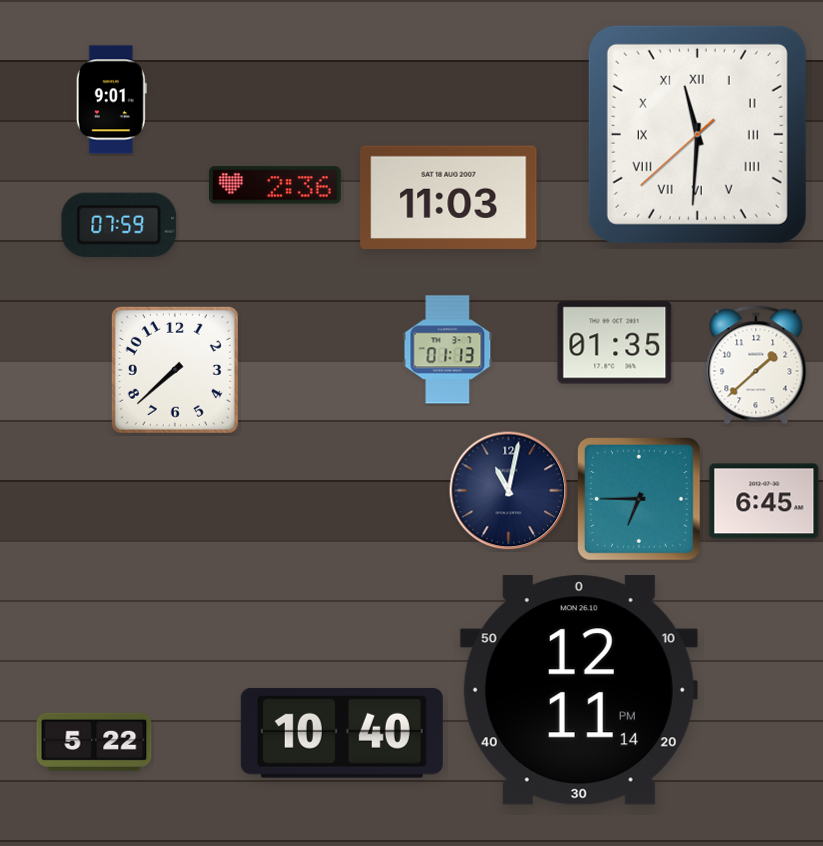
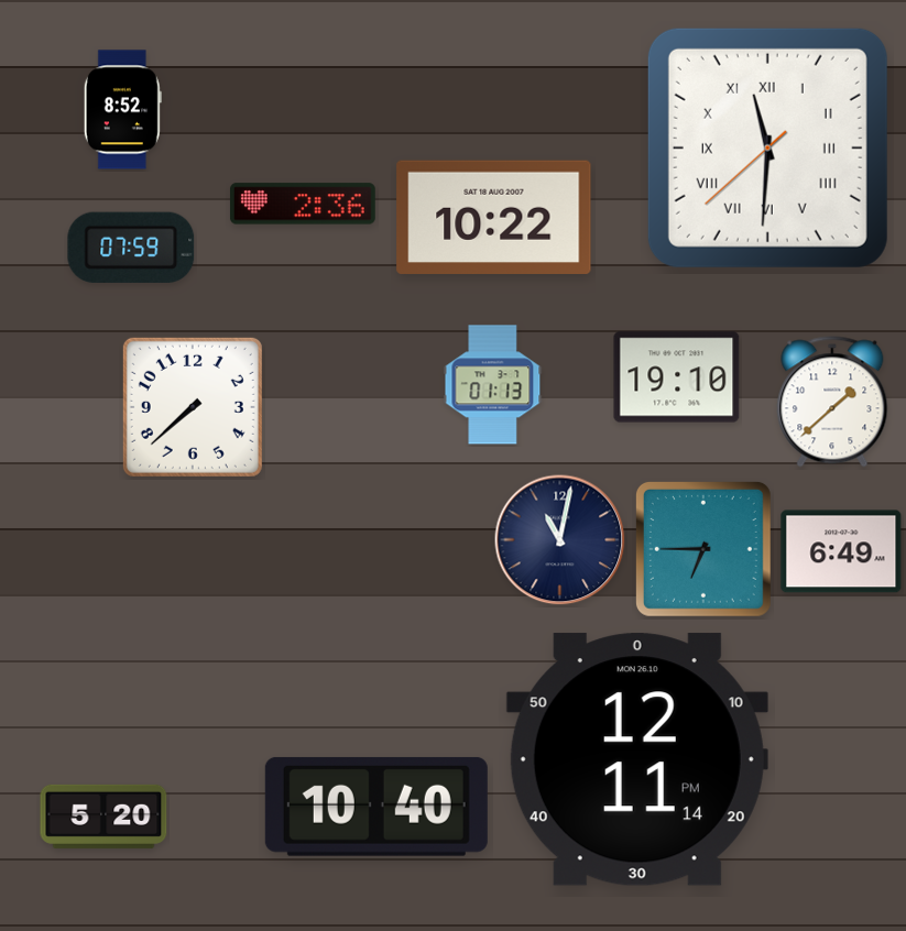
clock at (111, 100): 9:01 -> 8:52
clock at (449, 197): 11:03 -> 10:22
clock at (615, 343): 01:35 -> 19:10
clock at (764, 501): 6:45 -> 6:49
clock at (94, 742): 5:22 -> 5:20
